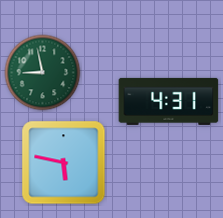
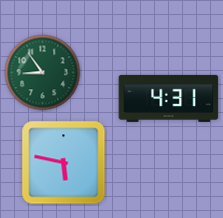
clock at (43, 73): 8:58 -> 8:54
clock at (169, 101) position: (169, 101) -> (169, 98)
